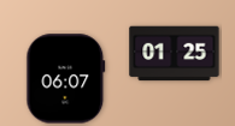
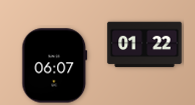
clock at (175, 54): 01:25 -> 01:22
